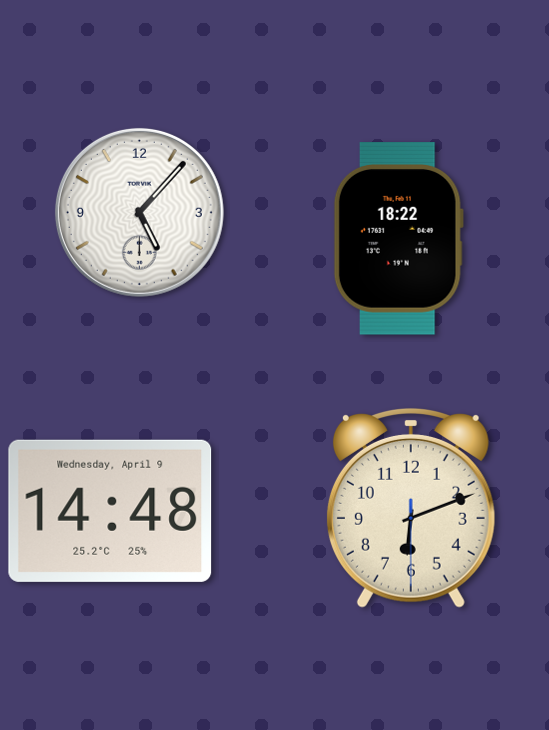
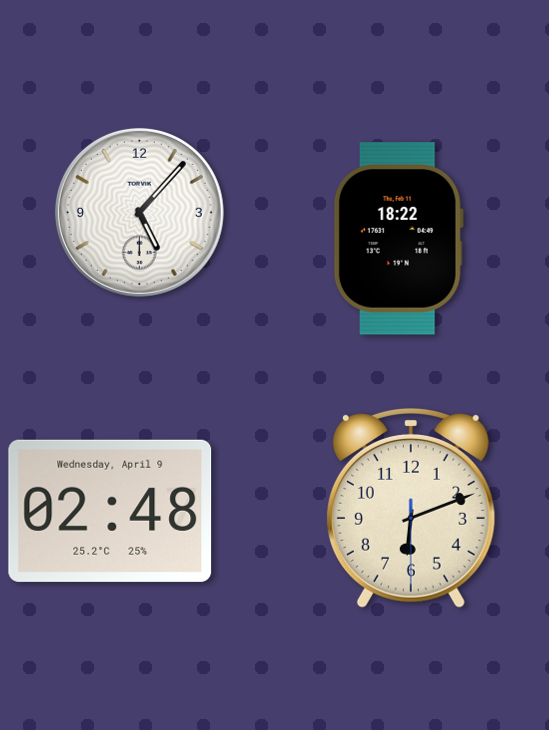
clock at (110, 511): 14:48 -> 02:48
